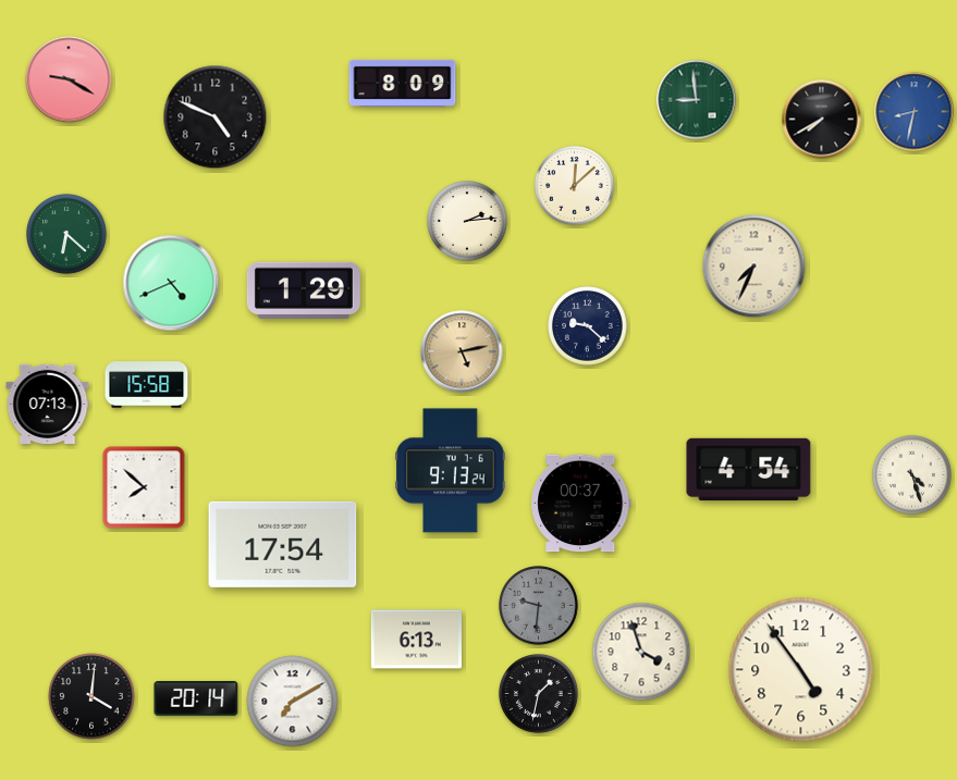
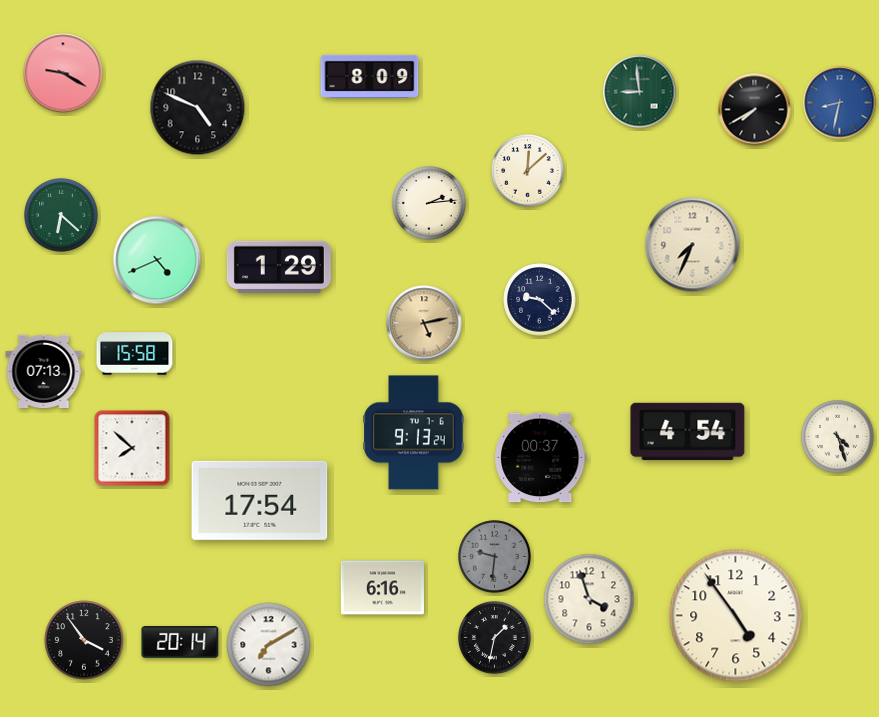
clock at (581, 504) position: (581, 504) -> (541, 458)
clock at (416, 640): 6:13 -> 6:16
clock at (91, 696): 4:01 -> 3:54
